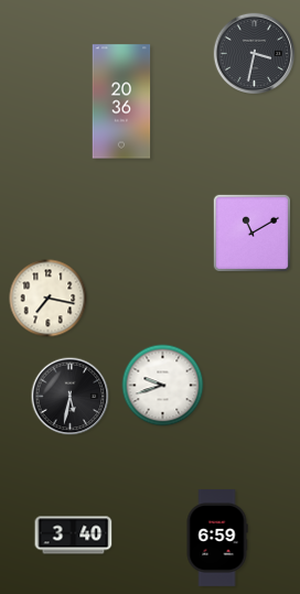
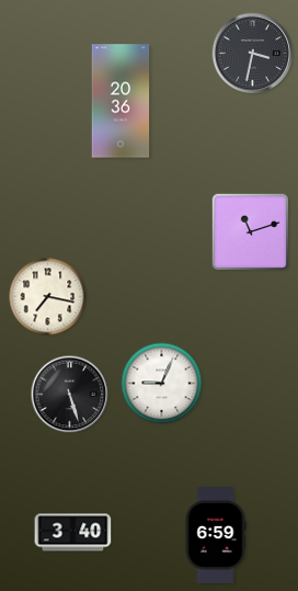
clock at (251, 233): 11:10 -> 11:12
clock at (163, 386): 9:42 -> 9:04
clock at (71, 397): 5:32 -> 5:27
